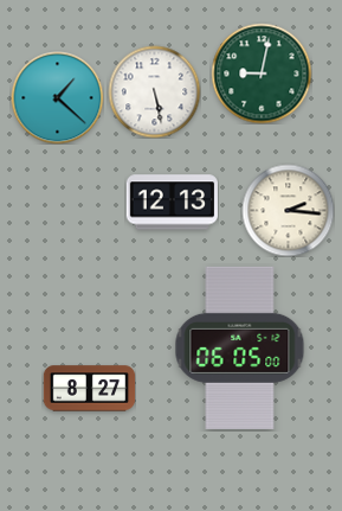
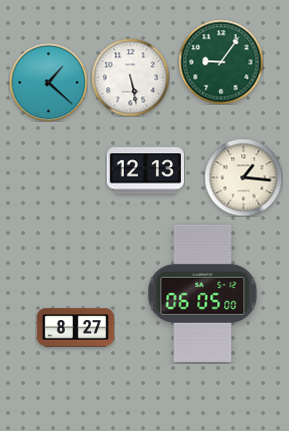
clock at (262, 74): 9:02 -> 9:06
clock at (288, 210): 2:16 -> 1:16
